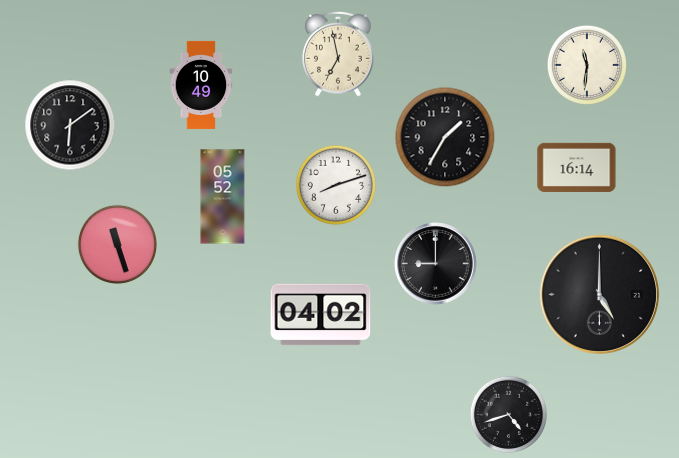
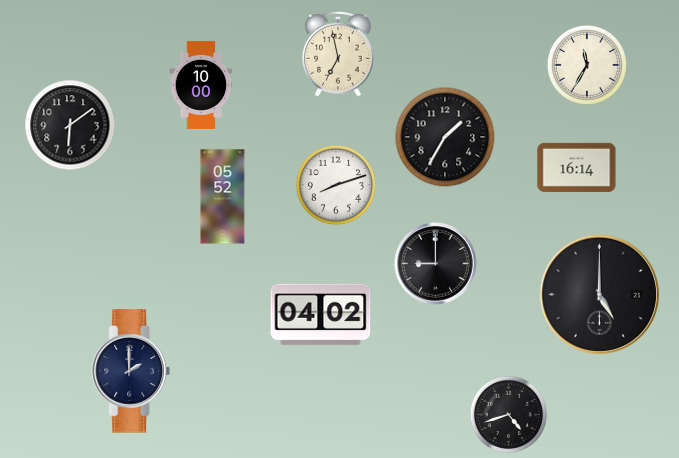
clock at (587, 65): 11:31 -> 11:35
clock at (201, 85): 10:49 -> 10:00
clock at (117, 244): 11:27 -> none
clock at (131, 371): none -> 2:00
